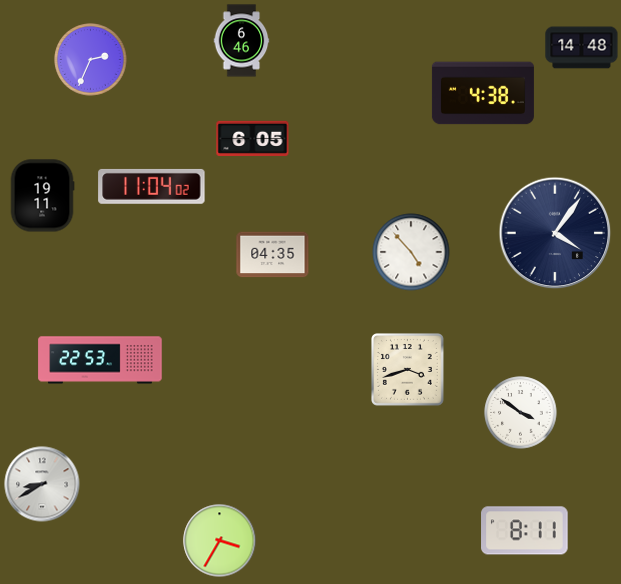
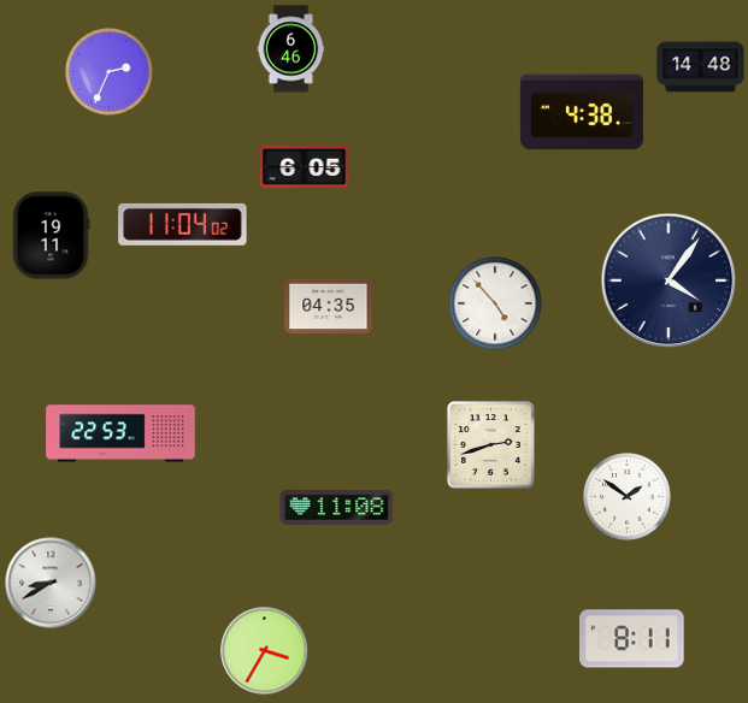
clock at (582, 48) position: (582, 48) -> (701, 67)
clock at (408, 370): 3:42 -> 2:42
clock at (521, 413): 3:51 -> 1:51
clock at (337, 507): none -> 11:08
